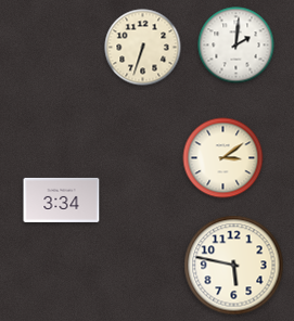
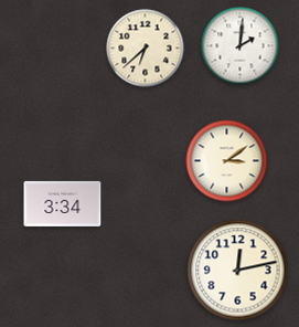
clock at (143, 48): 6:33 -> 6:38
clock at (234, 266): 5:47 -> 12:13
